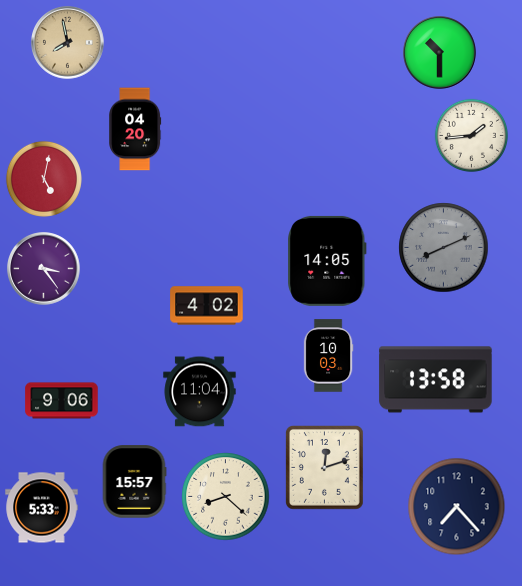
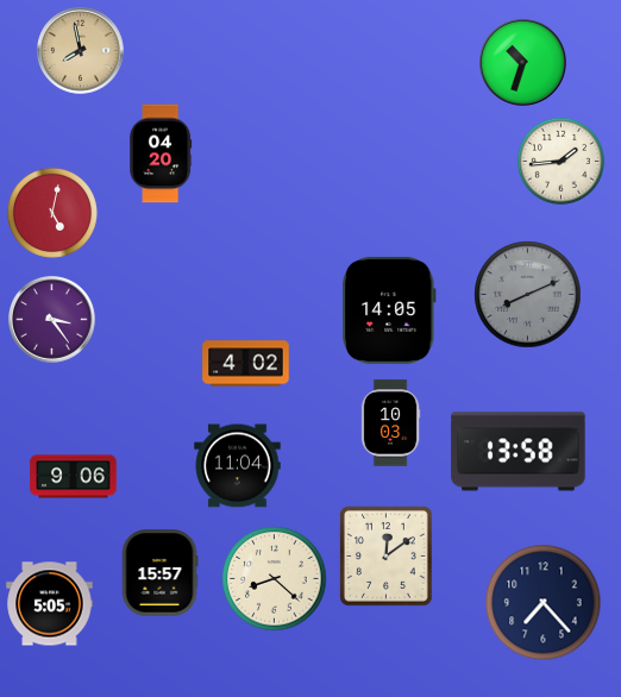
clock at (440, 53): 10:30 -> 10:33
clock at (324, 468): 12:12 -> 12:09
clock at (226, 497) position: (226, 497) -> (275, 579)
clock at (42, 508): 5:33 -> 5:05
